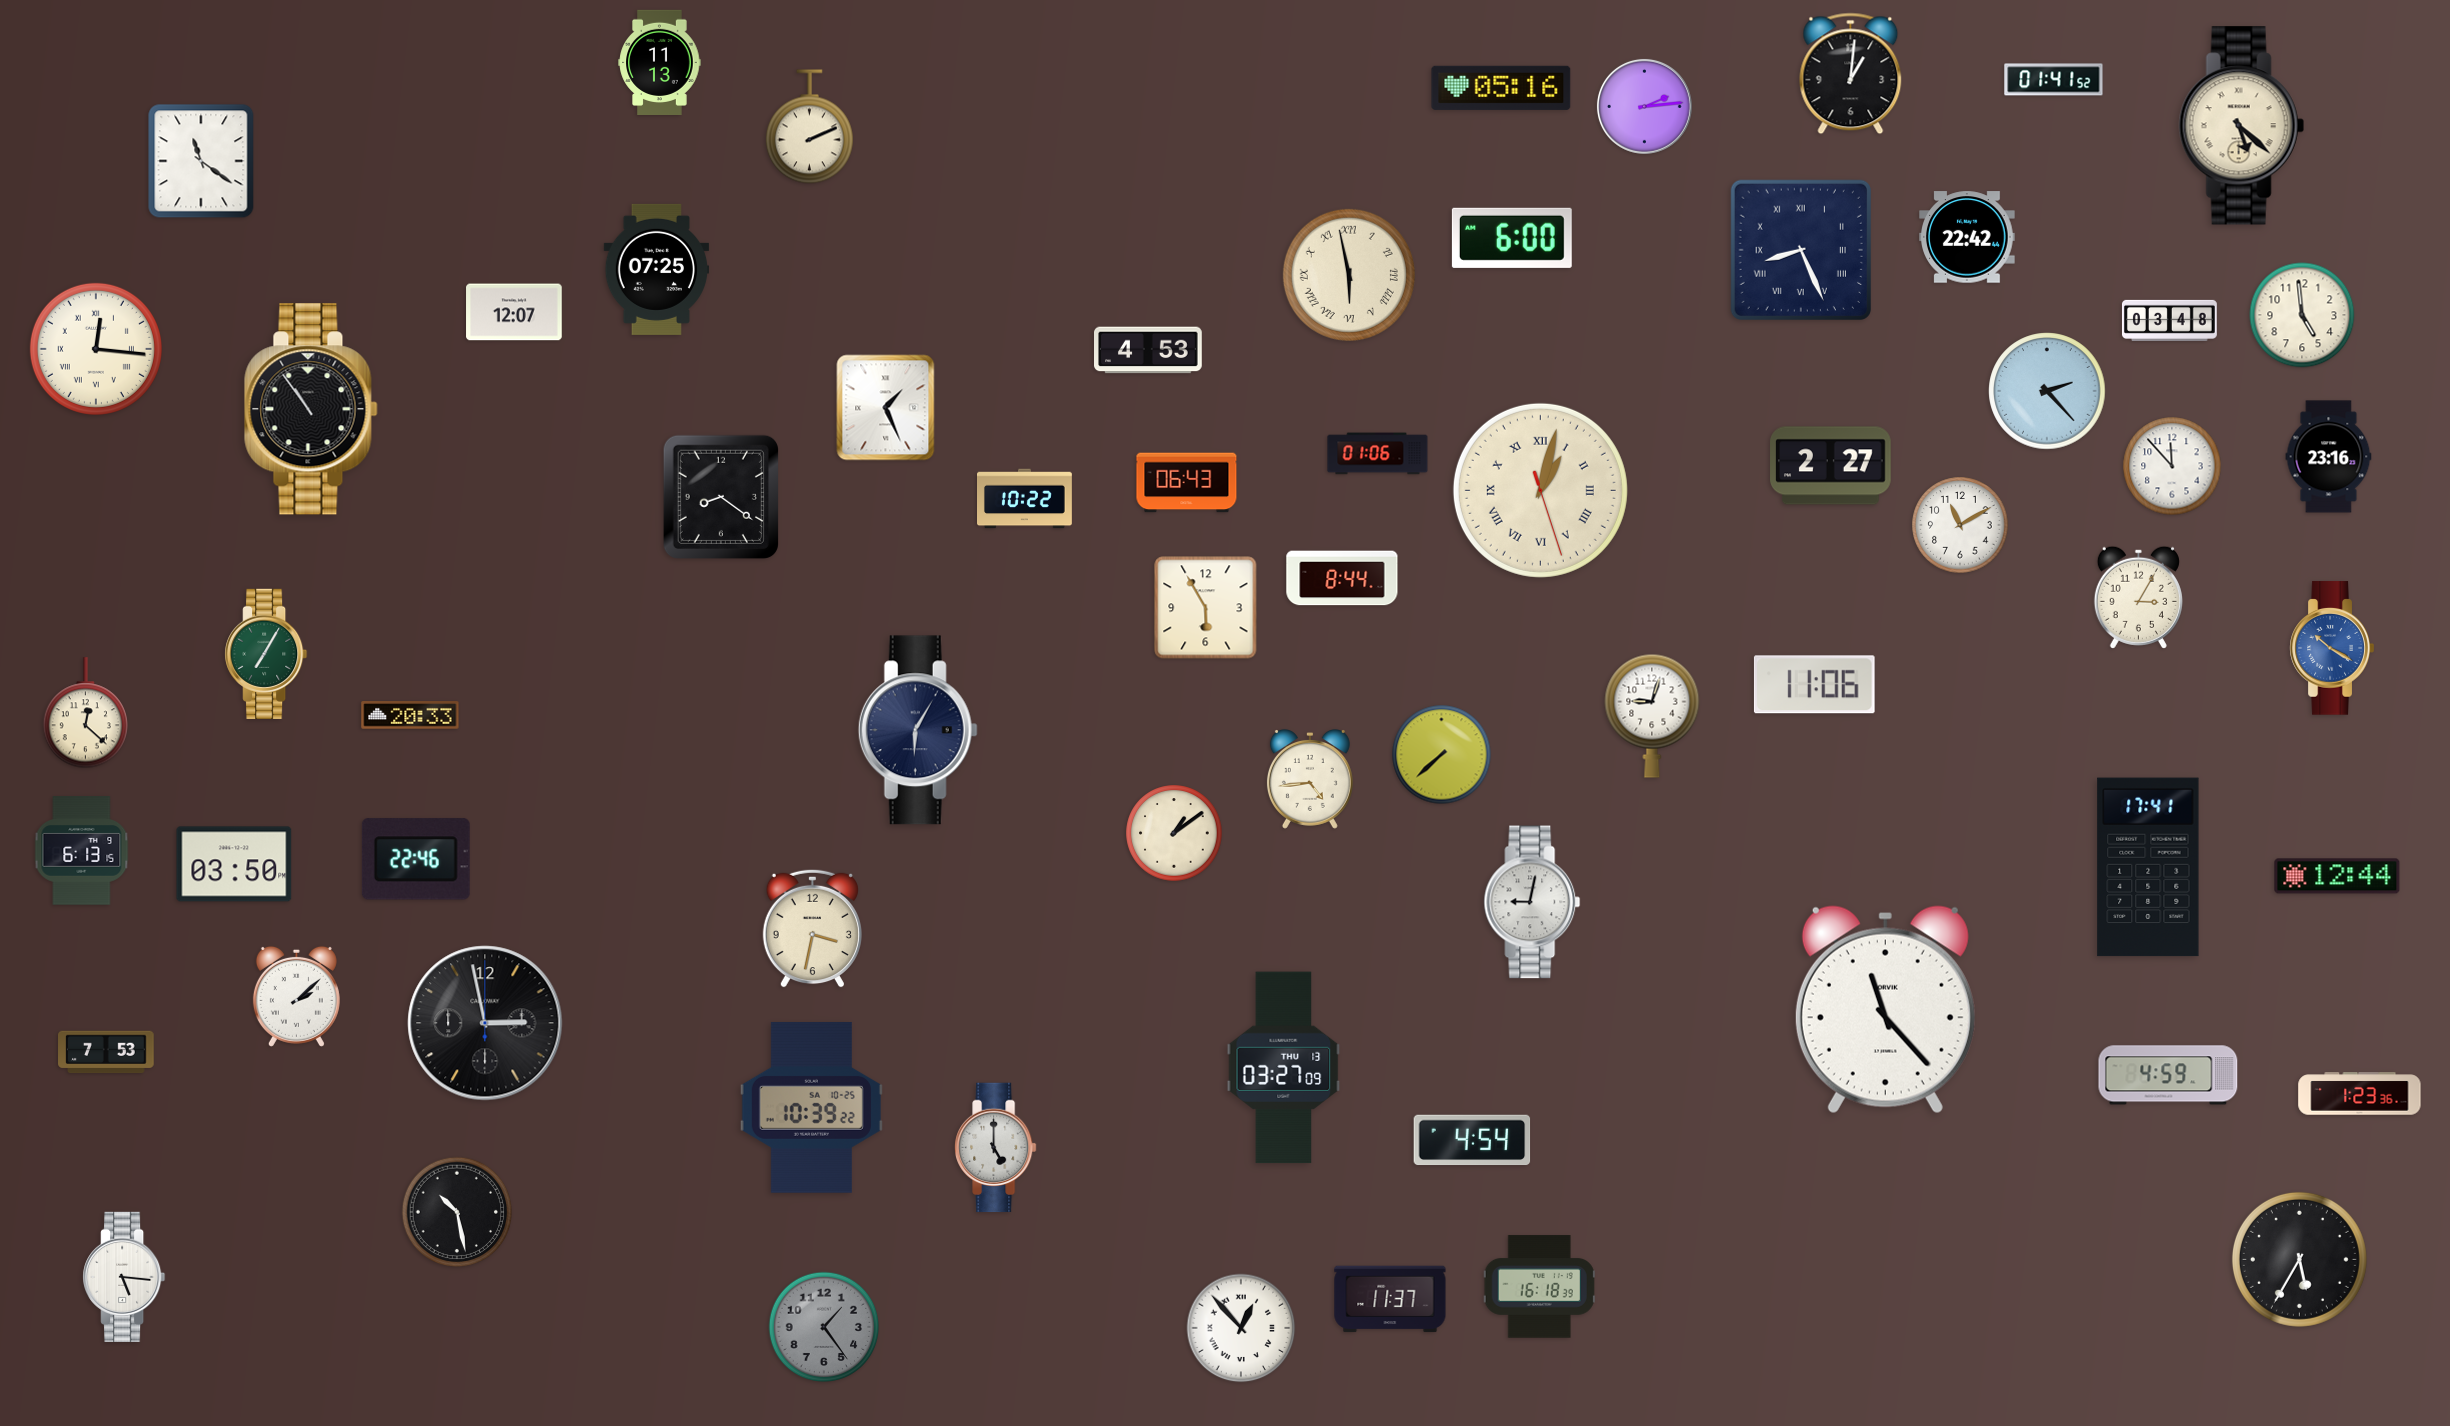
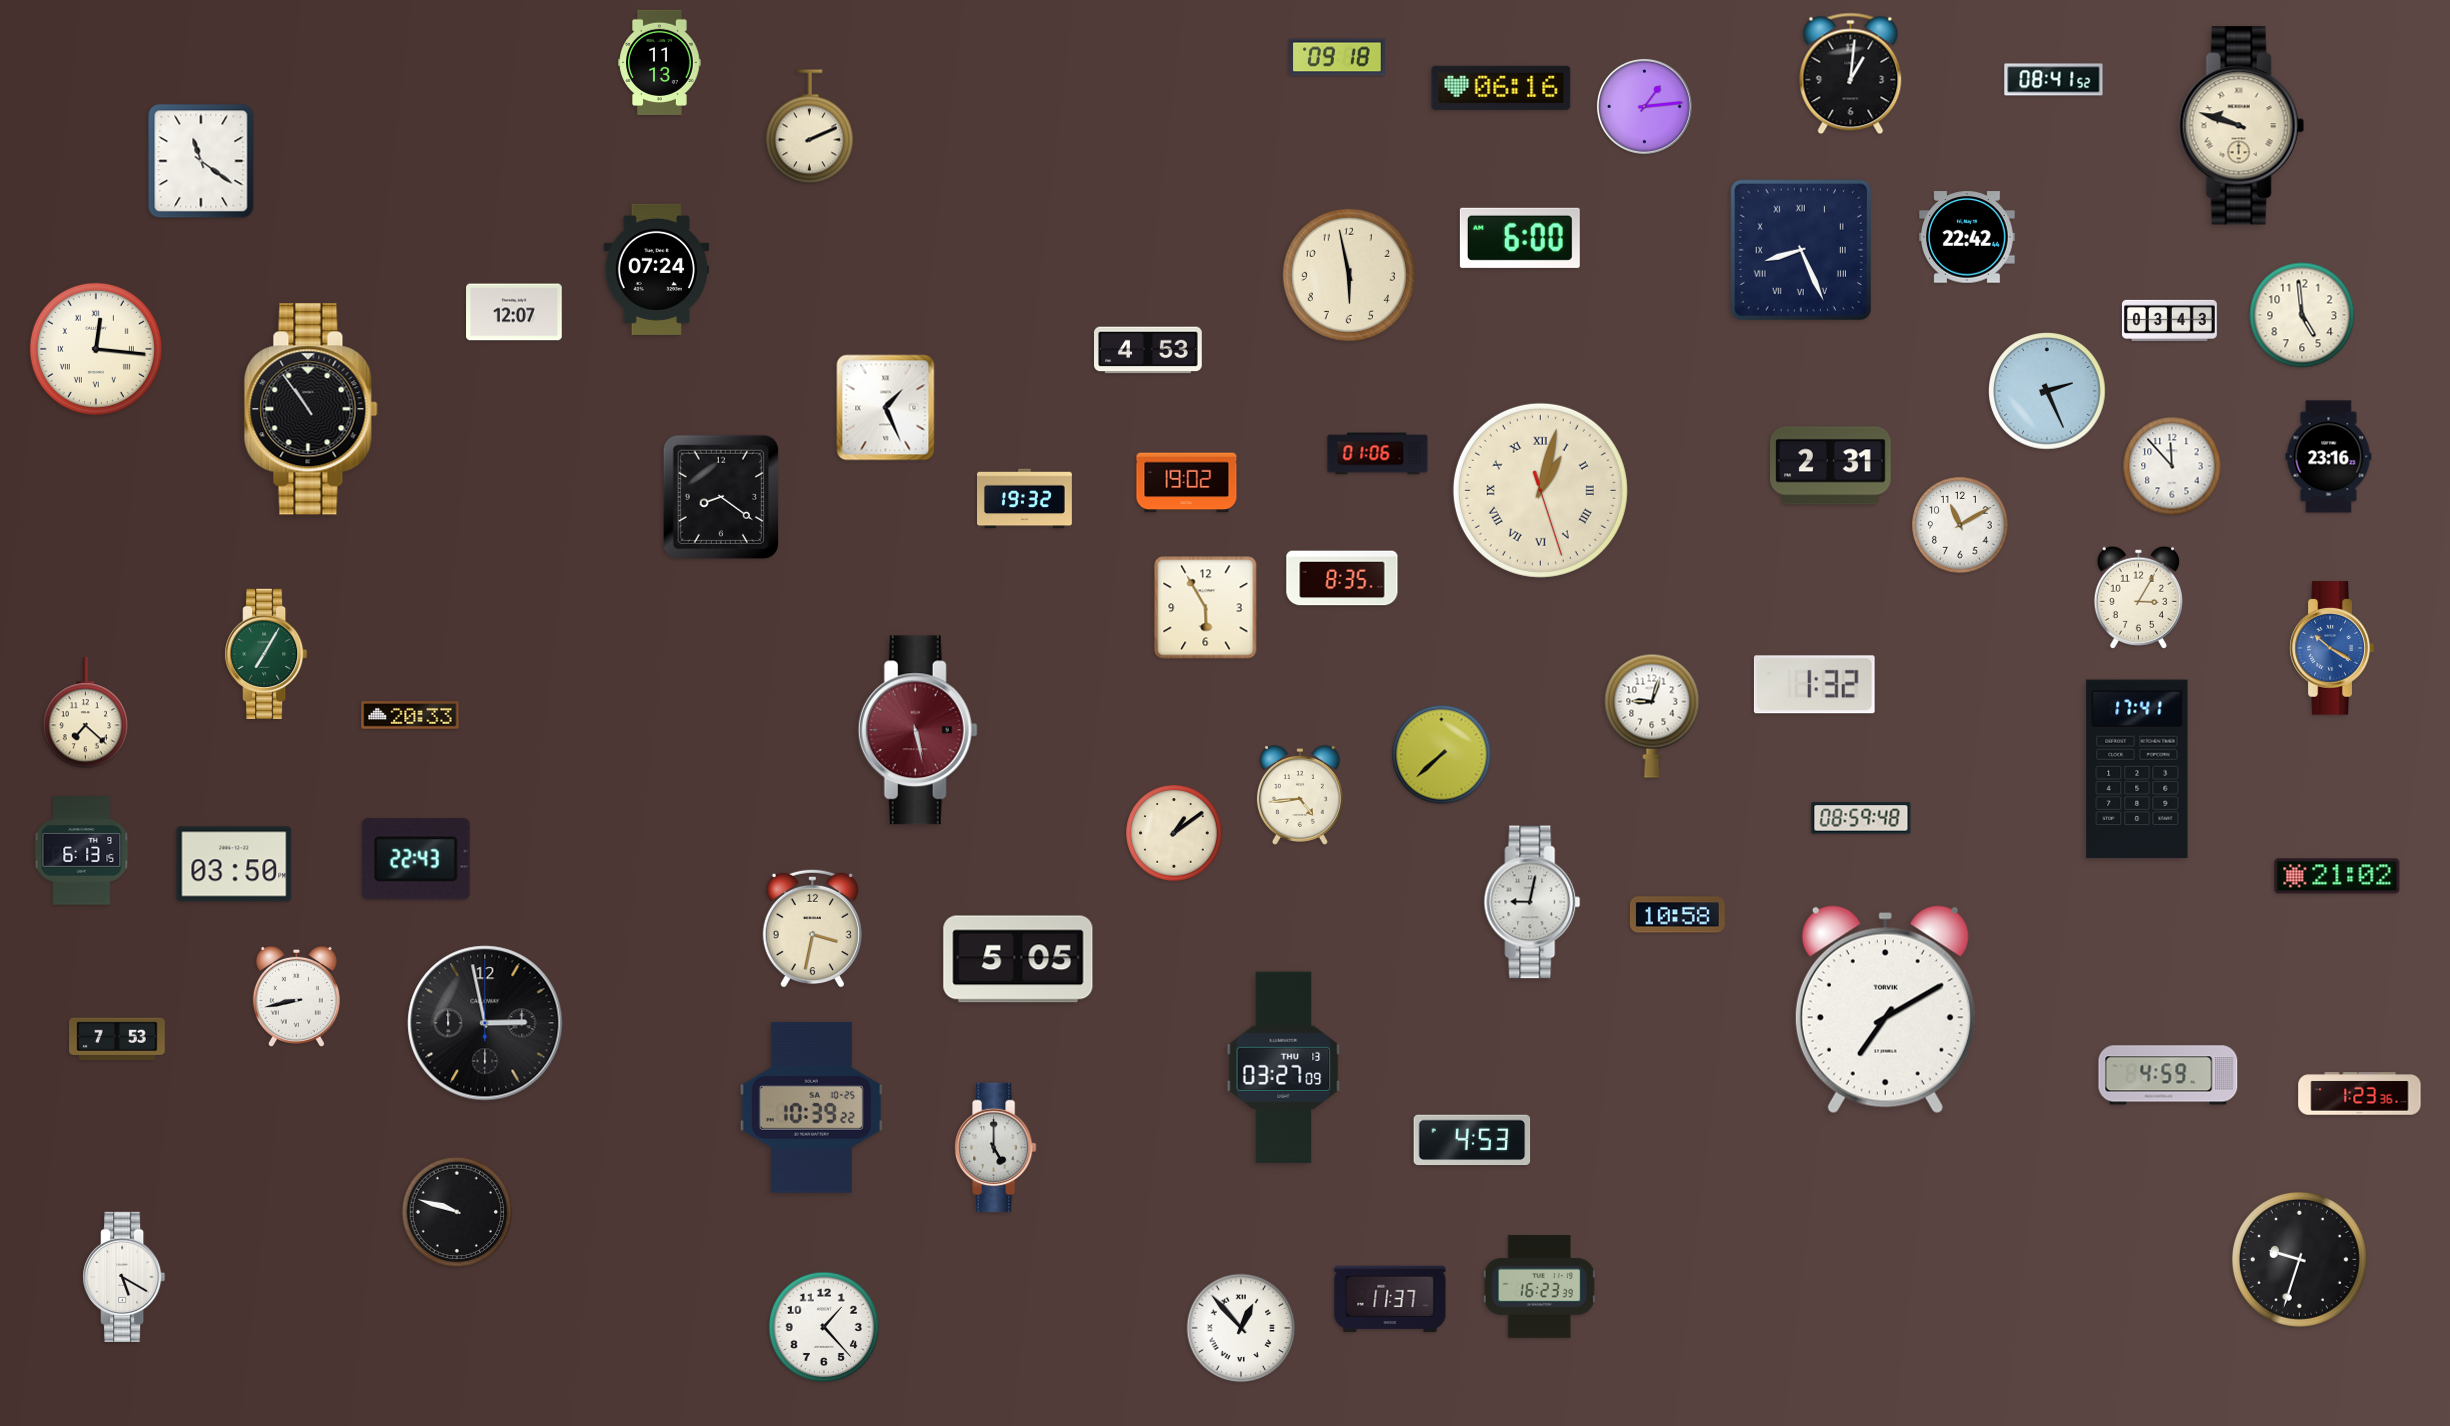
clock at (1337, 57): none -> 09:18
clock at (2054, 80): 01:41 -> 08:41
clock at (1501, 88): 05:16 -> 06:16
clock at (1644, 106): 2:14 -> 1:14
clock at (2241, 126): 5:22 -> 9:48
clock at (1512, 238) position: (1512, 238) -> (1520, 238)
clock at (656, 269): 07:25 -> 07:24
clock at (1349, 275) numerals: Roman -> Arabic
clock at (2170, 320): 03:48 -> 03:43
clock at (2047, 391): 2:23 -> 2:26
clock at (1831, 466): 2:27 -> 2:31
clock at (1187, 483): 06:43 -> 19:02
clock at (1025, 499): 10:22 -> 19:32
clock at (1342, 578): 8:44 -> 8:35
clock at (1814, 685): 11:06 -> 1:32
clock at (85, 713): 12:22 -> 7:22
clock at (918, 730): 6:05 -> 5:28
clock at (918, 730) dial: navy -> burgundy
clock at (1310, 780) position: (1310, 780) -> (1300, 796)
clock at (1861, 818): none -> 08:59
clock at (416, 859): 22:46 -> 22:43
clock at (2148, 867) position: (2148, 867) -> (2137, 769)
clock at (2337, 876): 12:44 -> 21:02
clock at (1677, 915): none -> 10:58
clock at (1018, 959): none -> 5:05
clock at (296, 996): 2:08 -> 8:43
clock at (1885, 1010): 11:23 -> 7:10
clock at (106, 1052) position: (106, 1052) -> (117, 1039)
clock at (1472, 1140): 4:54 -> 4:53
clock at (457, 1212): 10:28 -> 9:48
clock at (2299, 1259): 5:35 -> 9:33
clock at (124, 1277): 5:16 -> 5:20
clock at (1539, 1287): 16:18 -> 16:23
clock at (824, 1327): 1:24 -> 1:23
clock at (824, 1327) dial: grey -> white
